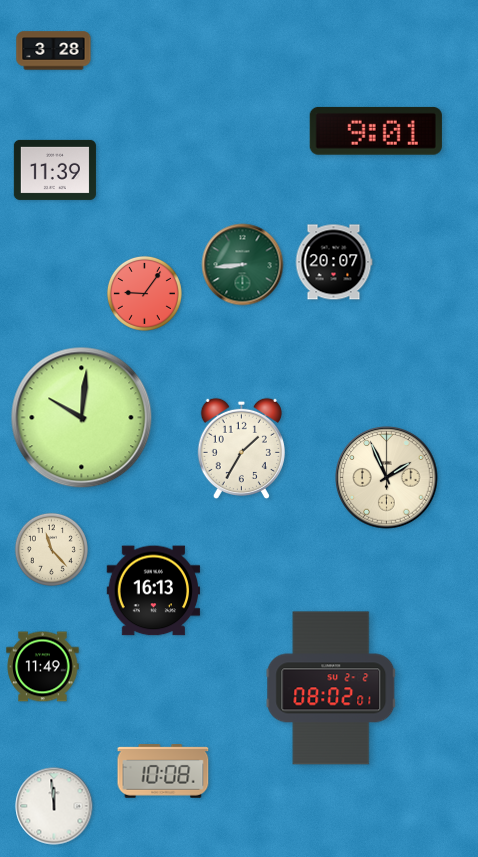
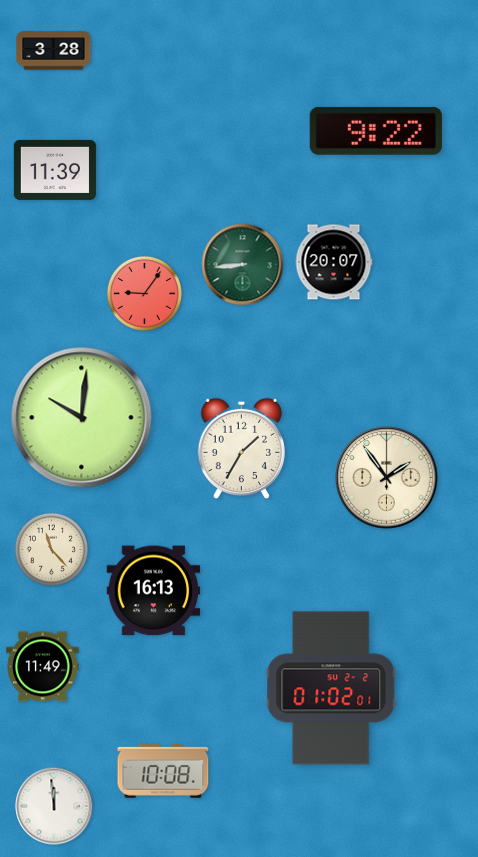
clock at (376, 131): 9:01 -> 9:22
clock at (387, 478): 1:56 -> 1:54
clock at (331, 688): 08:02 -> 01:02
